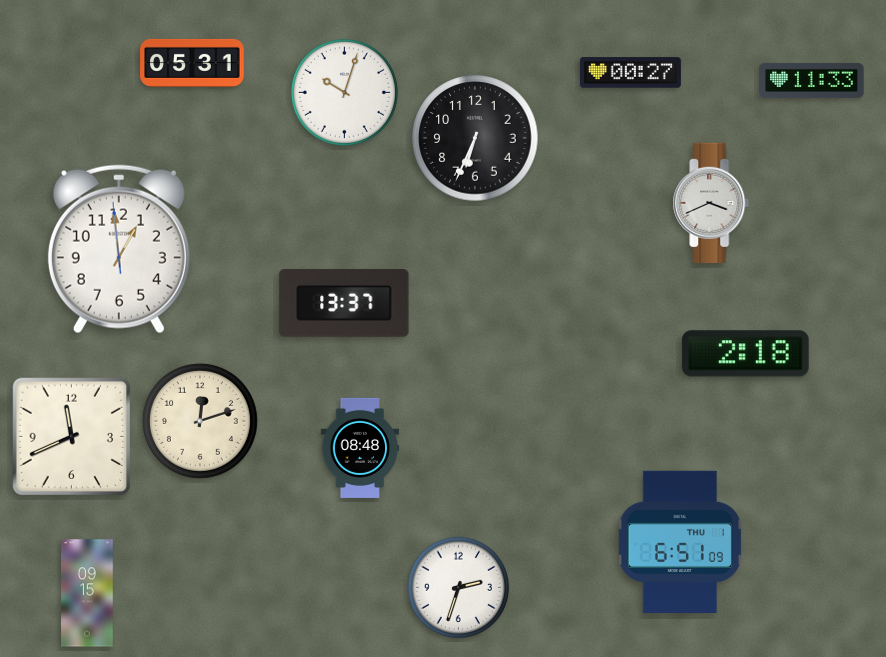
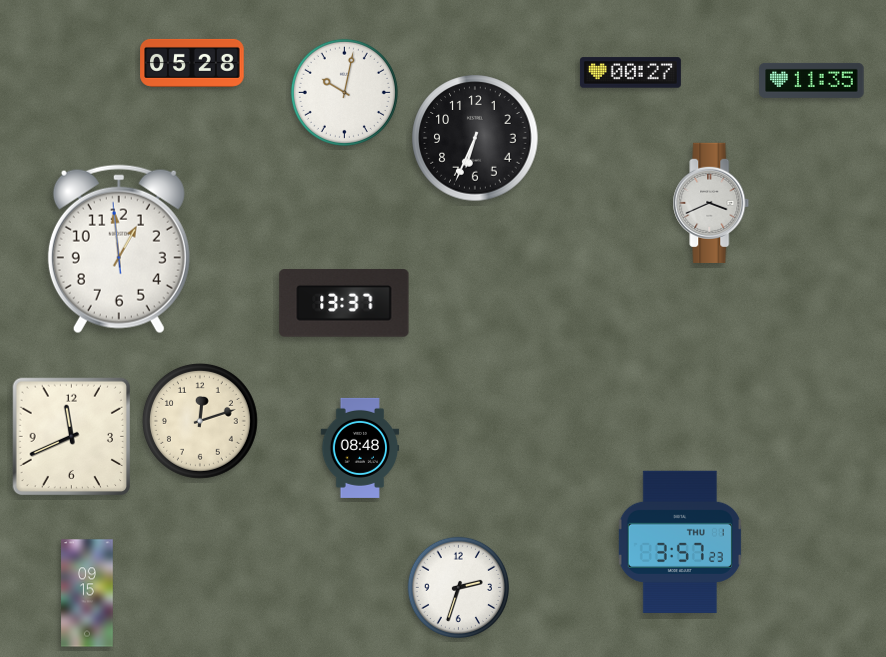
clock at (192, 63): 05:31 -> 05:28
clock at (812, 80): 11:33 -> 11:35
clock at (344, 92): 10:03 -> 10:02
clock at (746, 354): 2:18 -> none
clock at (680, 542): 6:51 -> 3:57
